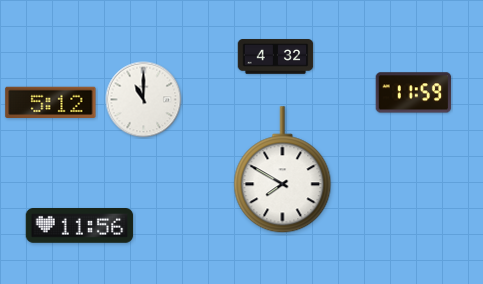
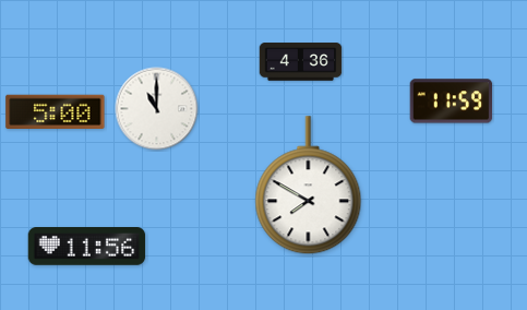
clock at (276, 57): 4:32 -> 4:36
clock at (51, 102): 5:12 -> 5:00
